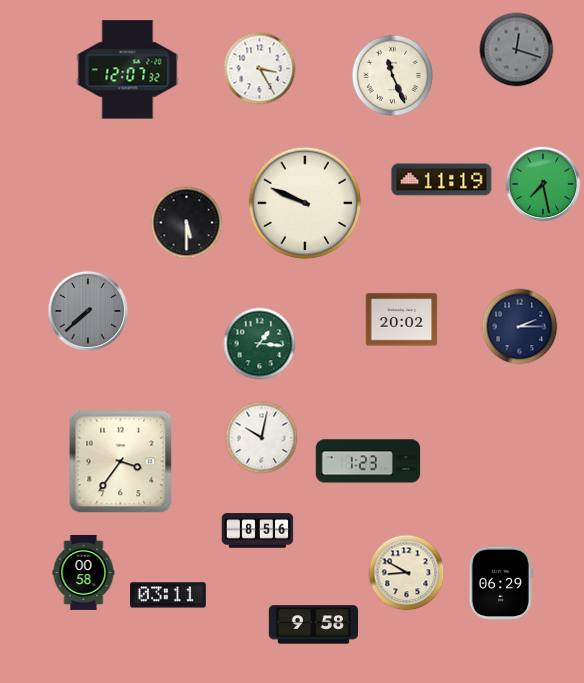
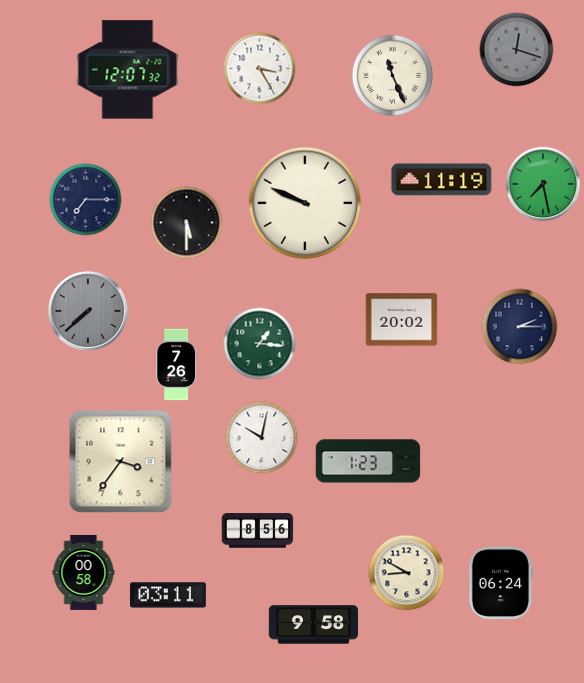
clock at (86, 200): none -> 7:15
clock at (177, 365): none -> 7:26
clock at (501, 583): 06:29 -> 06:24
